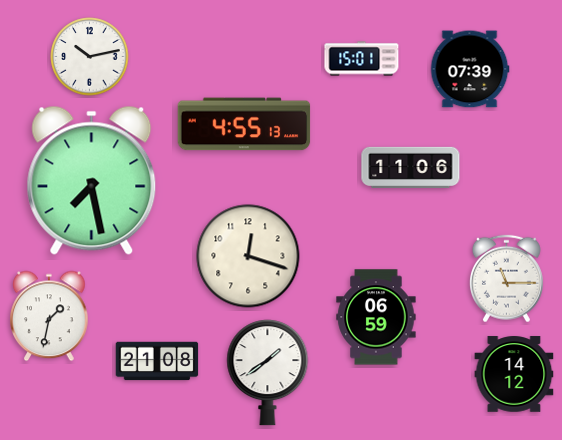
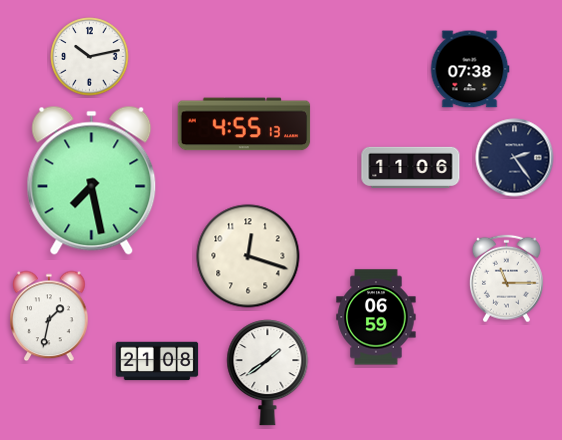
clock at (362, 59): 15:01 -> none
clock at (470, 69): 07:39 -> 07:38
clock at (515, 158): none -> 2:24
clock at (514, 374): 14:12 -> none
